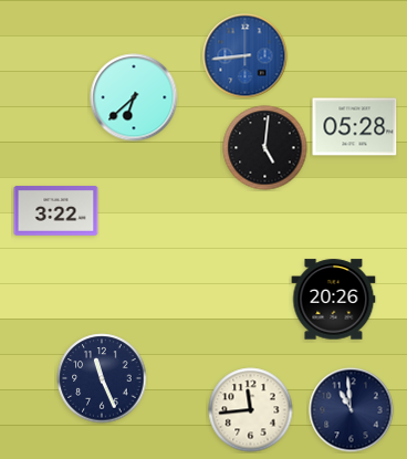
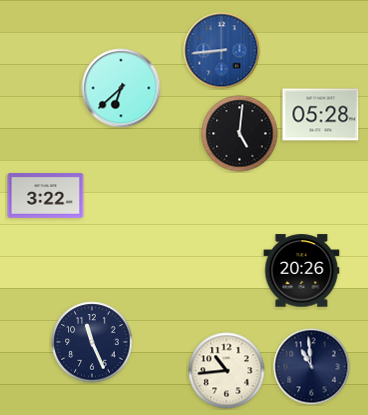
clock at (56, 211) position: (56, 211) -> (46, 196)
clock at (251, 410): 11:44 -> 10:44
clock at (352, 410) position: (352, 410) -> (312, 367)
